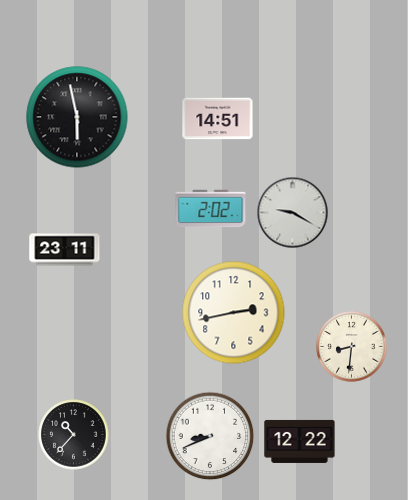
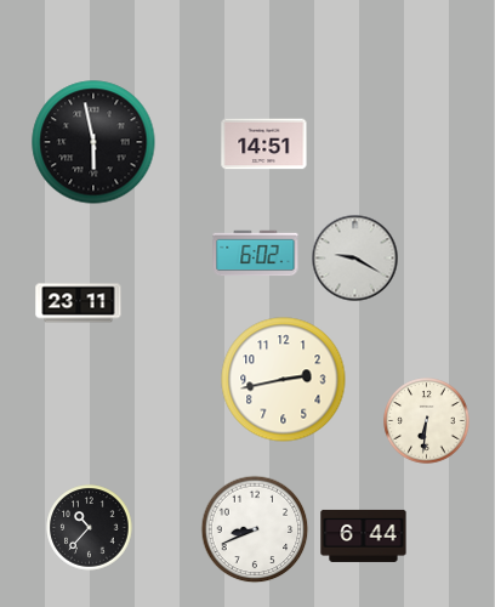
clock at (211, 209): 2:02 -> 6:02
clock at (352, 347): 8:31 -> 6:31
clock at (300, 441): 12:22 -> 6:44
